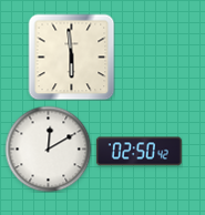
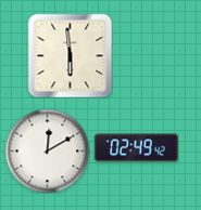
clock at (48, 149) position: (48, 149) -> (47, 150)
clock at (139, 152): 02:50 -> 02:49
